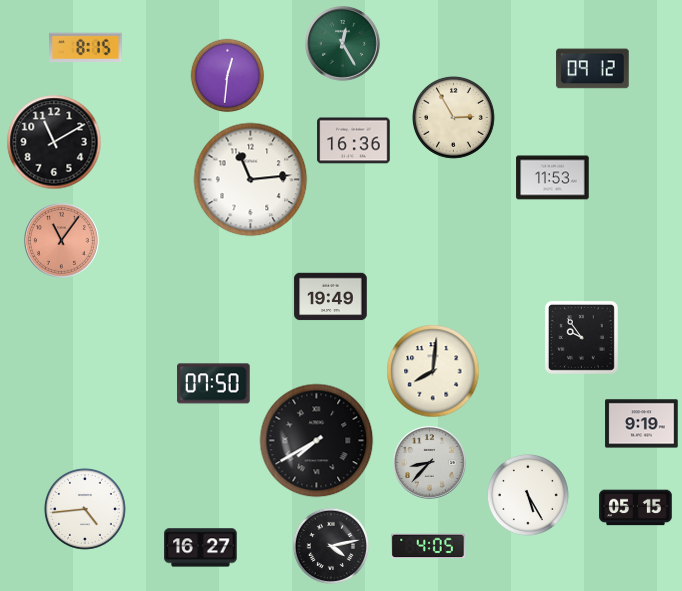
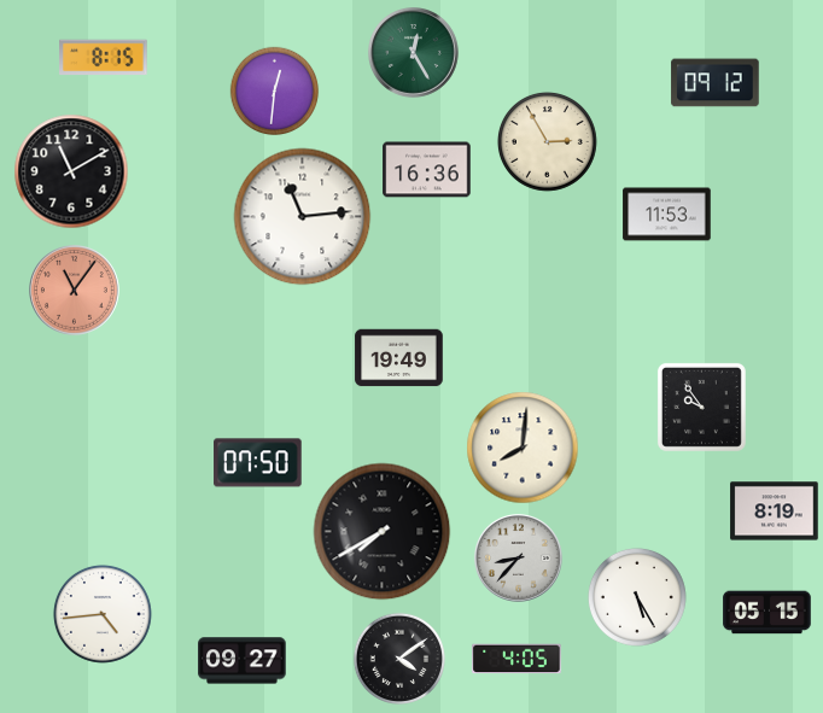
clock at (54, 142) position: (54, 142) -> (71, 171)
clock at (642, 424): 9:19 -> 8:19
clock at (331, 546): 4:13 -> 4:09
clock at (201, 548): 16:27 -> 09:27
